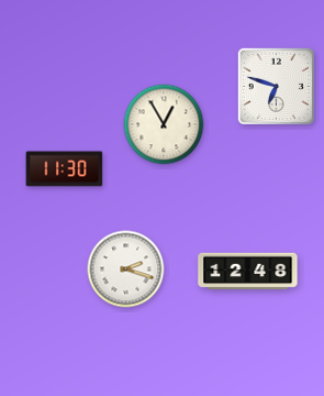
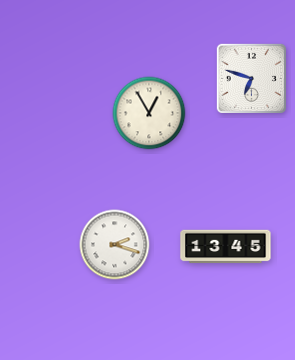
clock at (65, 169): 11:30 -> none
clock at (248, 272): 12:48 -> 13:45
